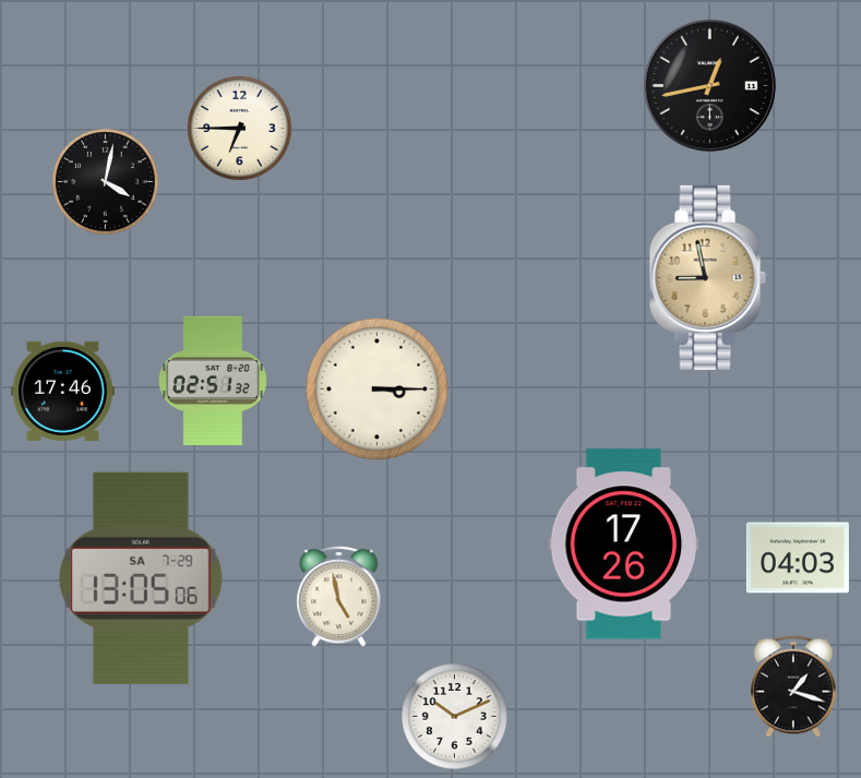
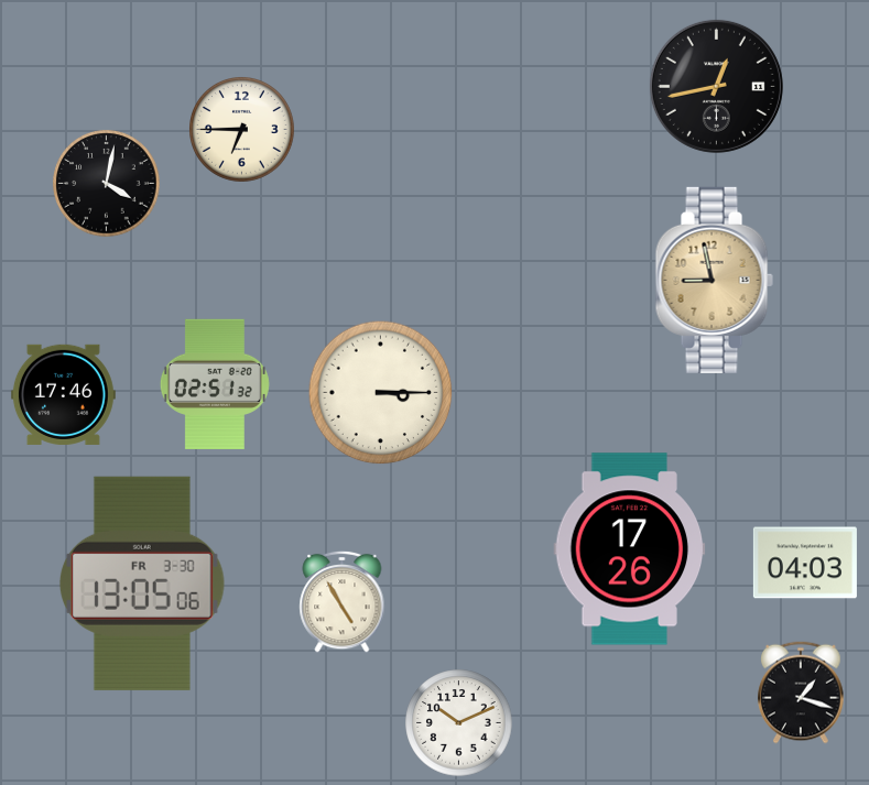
clock at (141, 578) date: SA 7-29 -> FR 3-30
clock at (339, 596): 4:58 -> 4:55
